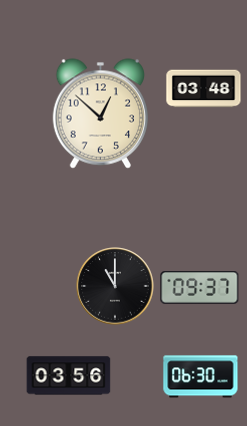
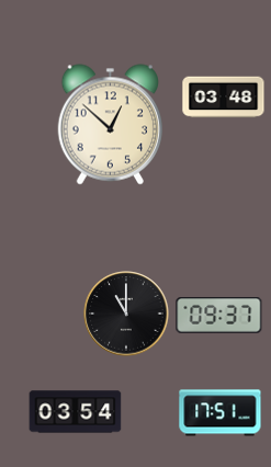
clock at (69, 376): 03:56 -> 03:54
clock at (201, 377): 06:30 -> 17:51
